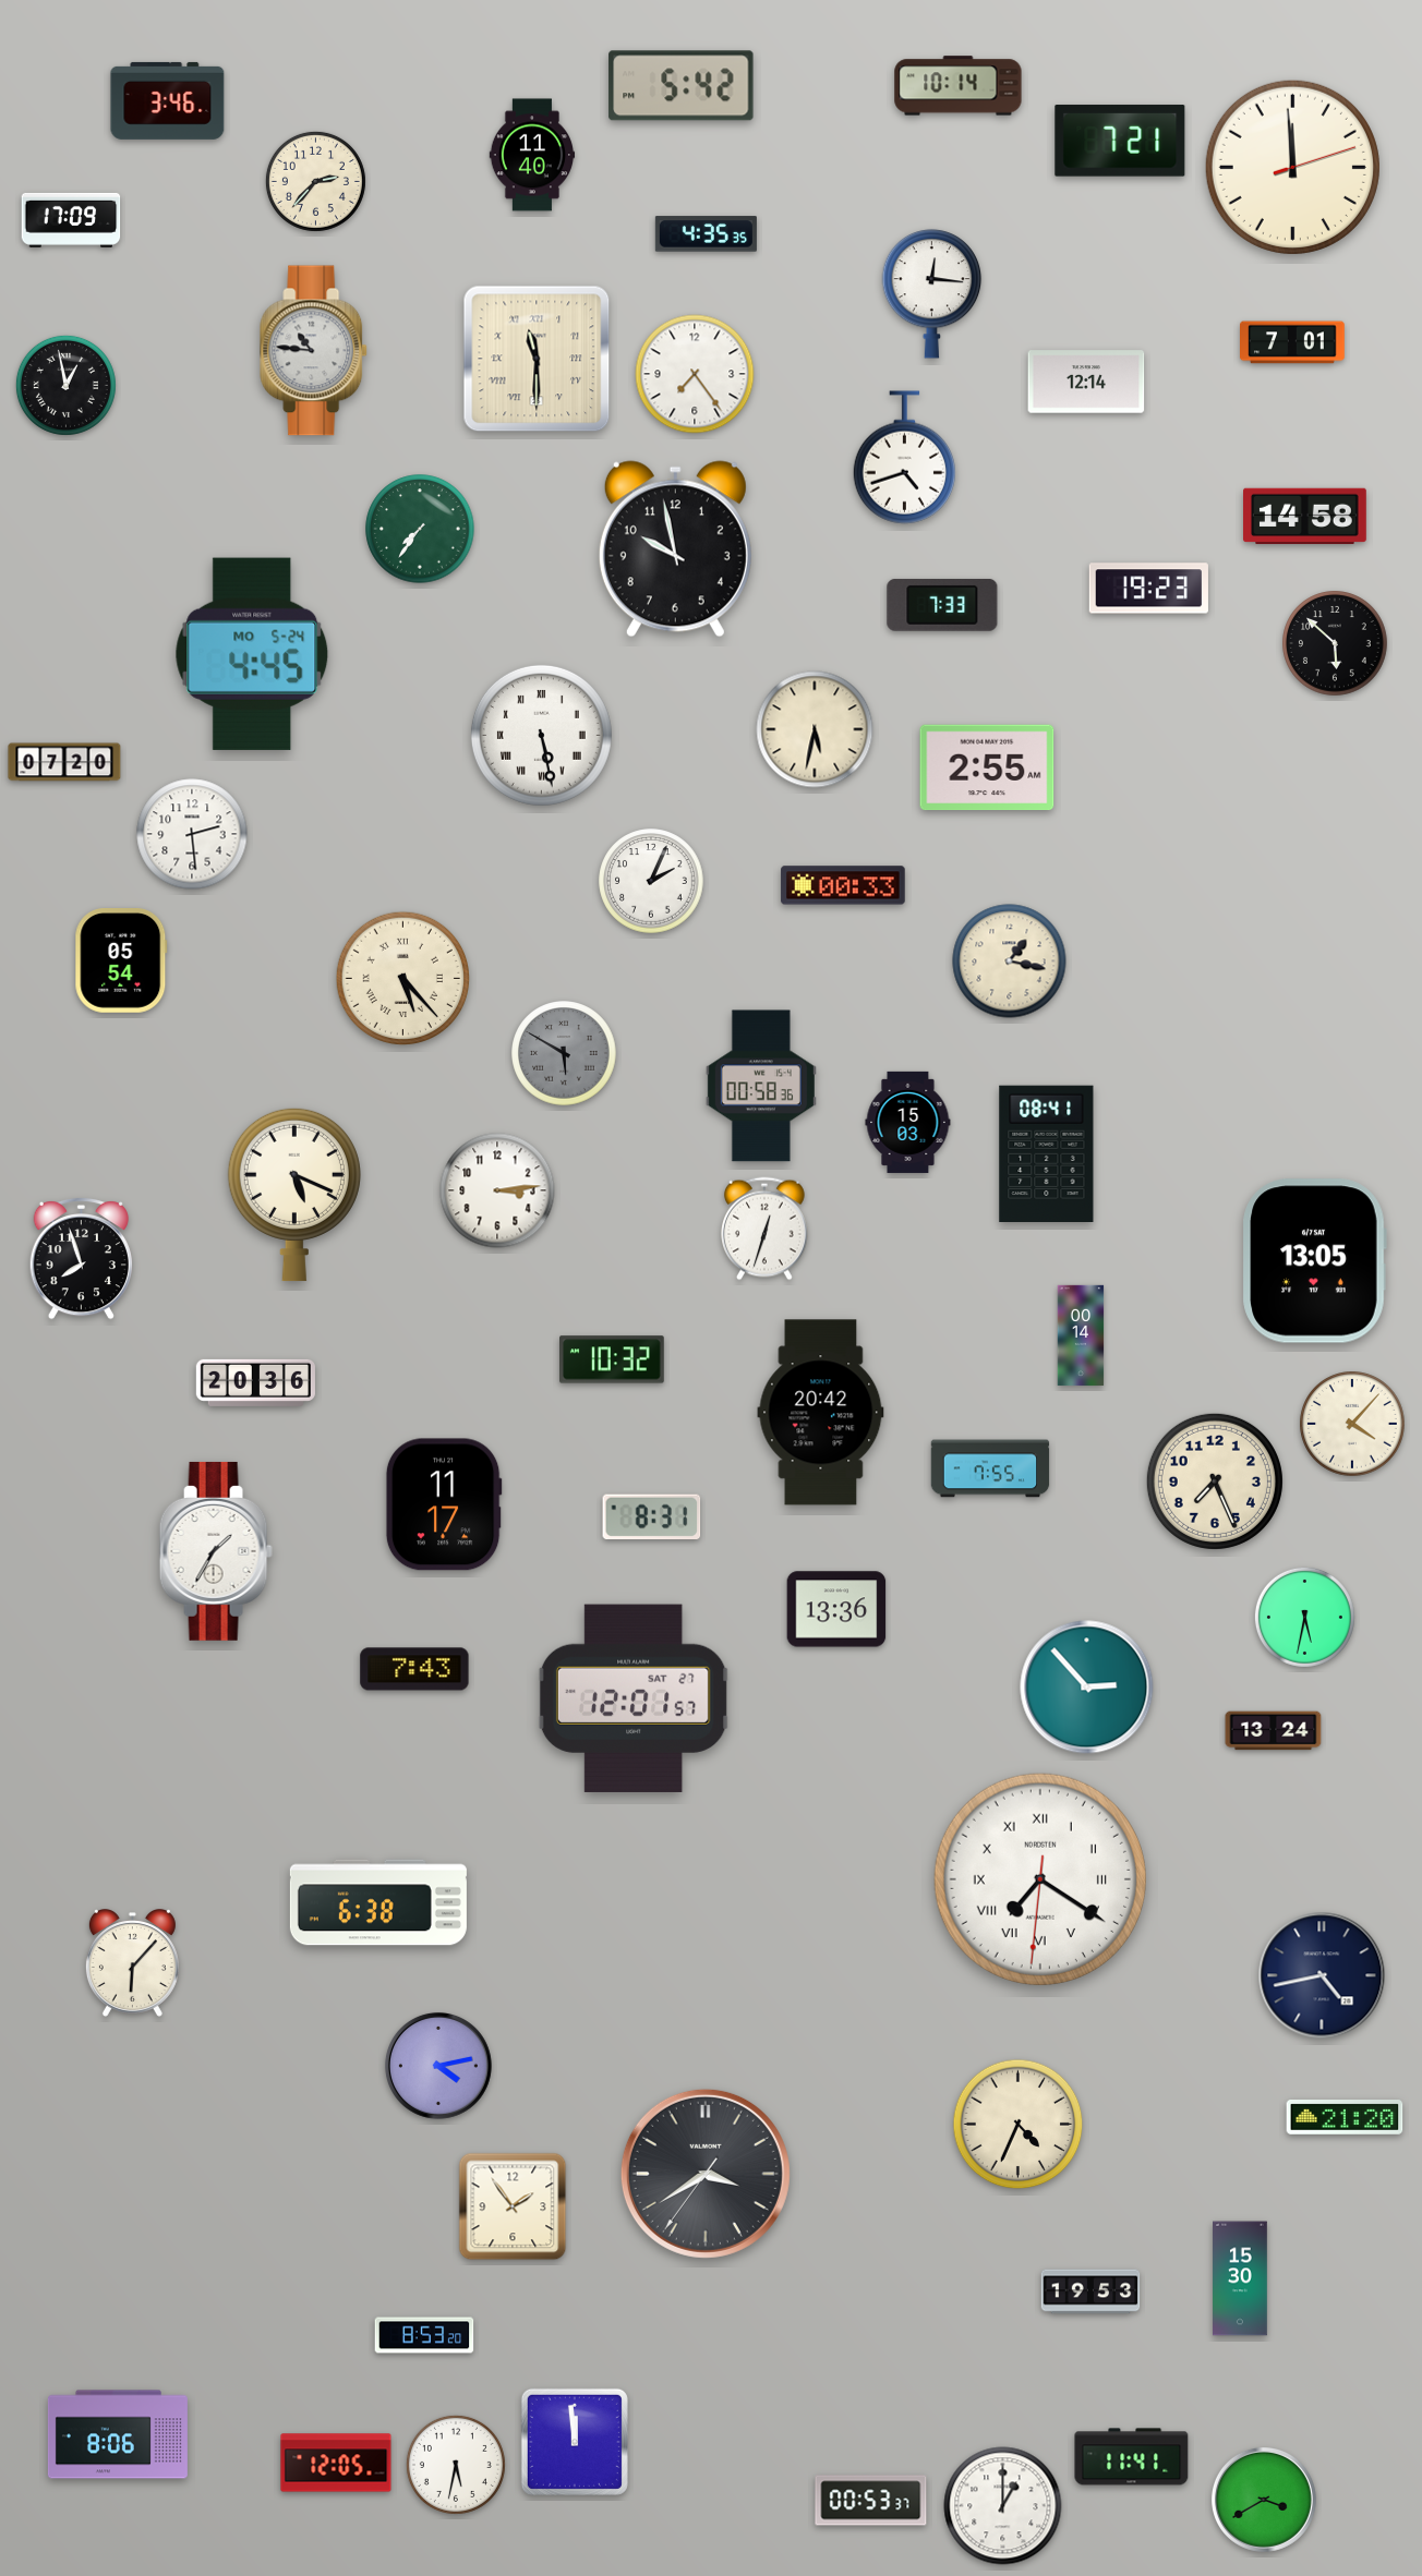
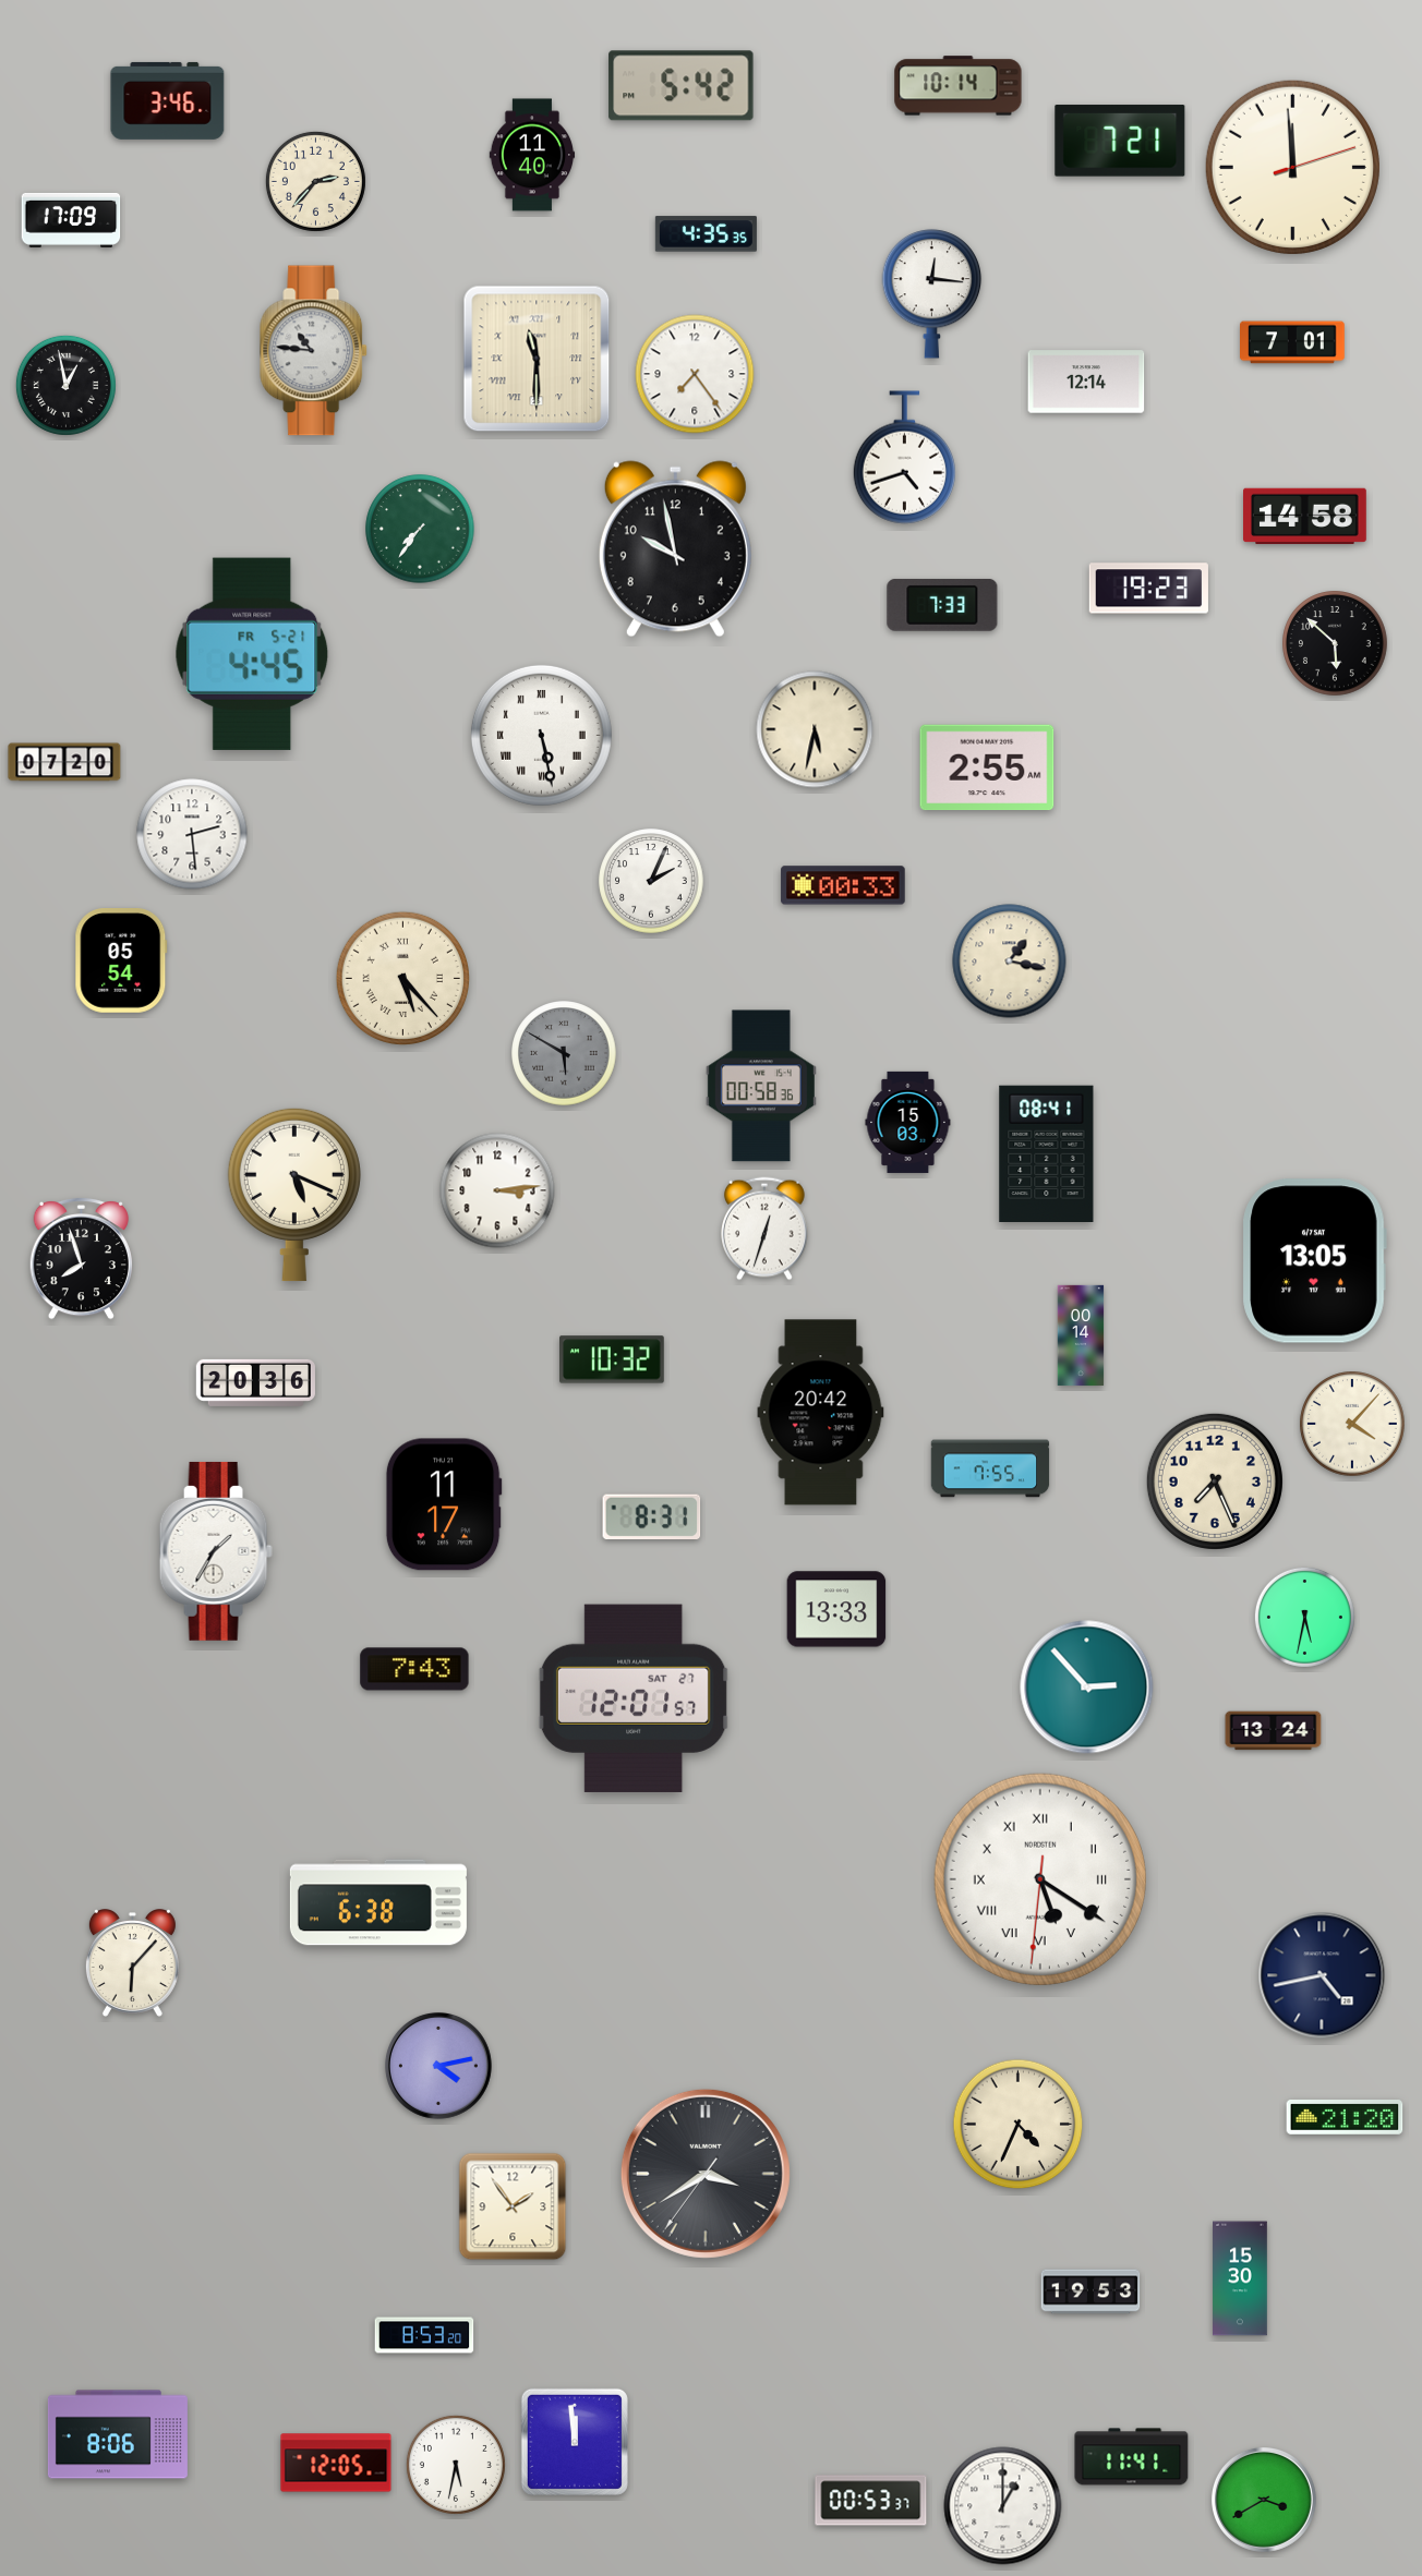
clock at (252, 654) date: MO 5-24 -> FR 5-21
clock at (836, 1609): 13:36 -> 13:33
clock at (1040, 1879): 7:20 -> 5:20
